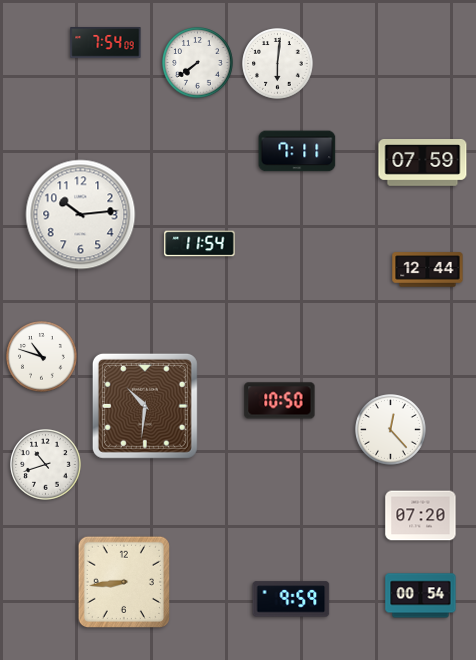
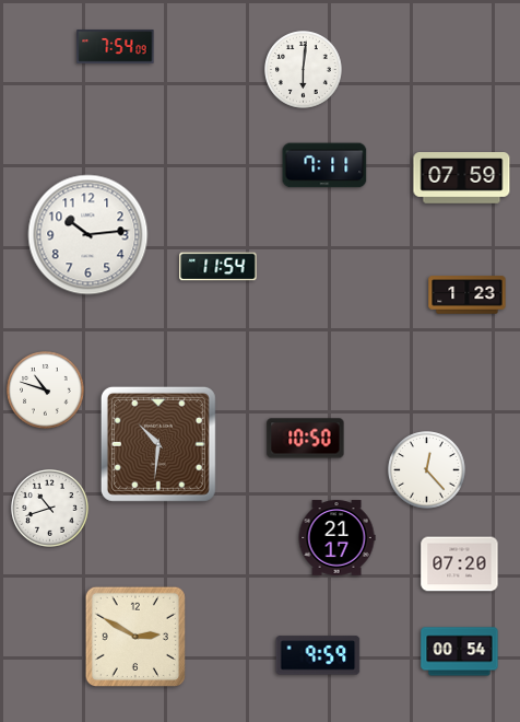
clock at (198, 63): 7:39 -> none
clock at (428, 270): 12:44 -> 1:23
clock at (336, 538): none -> 21:17
clock at (124, 582): 8:44 -> 2:50
